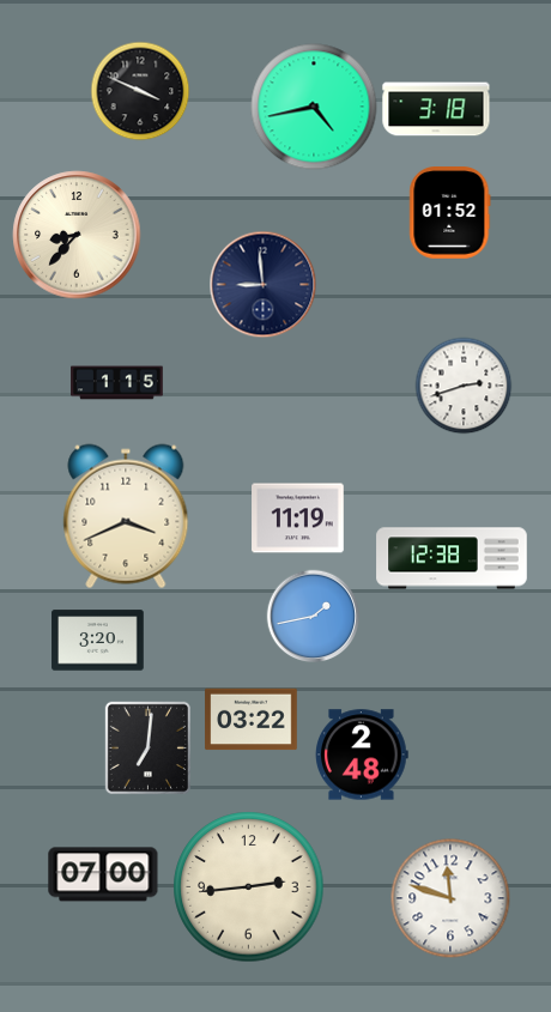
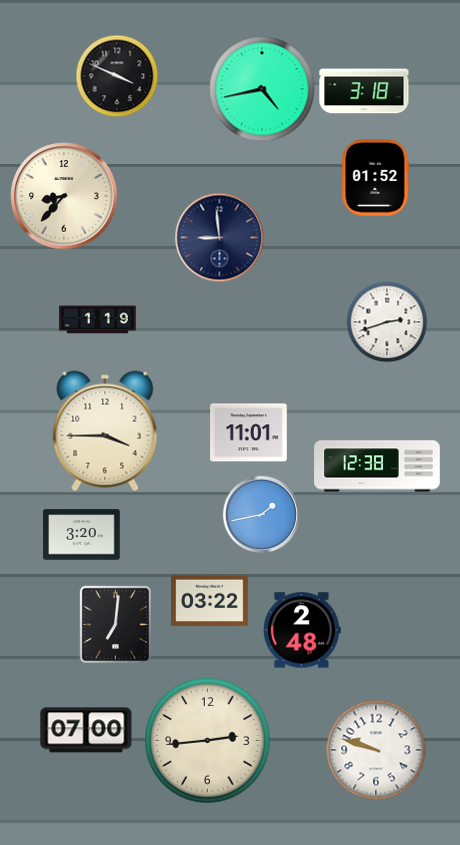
clock at (117, 383): 1:15 -> 1:19
clock at (126, 516): 3:41 -> 3:45
clock at (298, 519): 11:19 -> 11:01
clock at (147, 747) position: (147, 747) -> (115, 624)
clock at (450, 898): 11:48 -> 9:48
